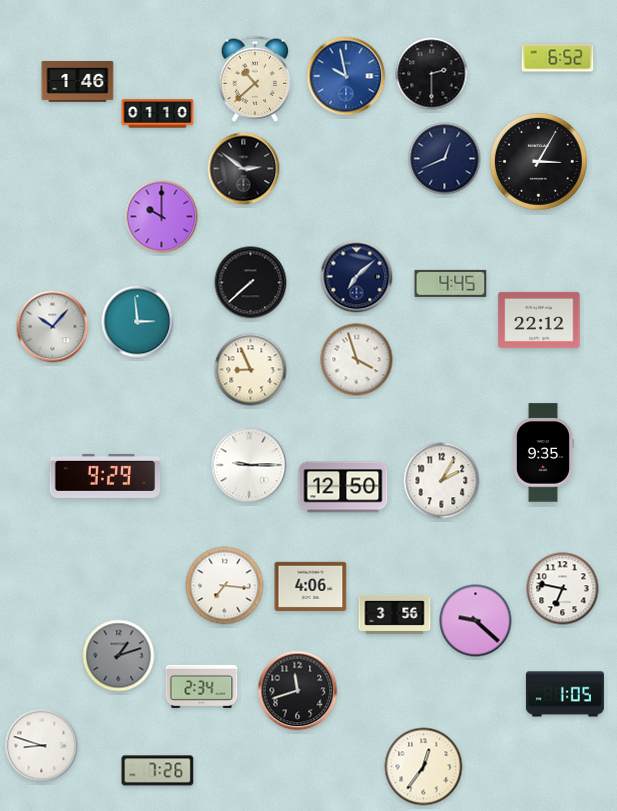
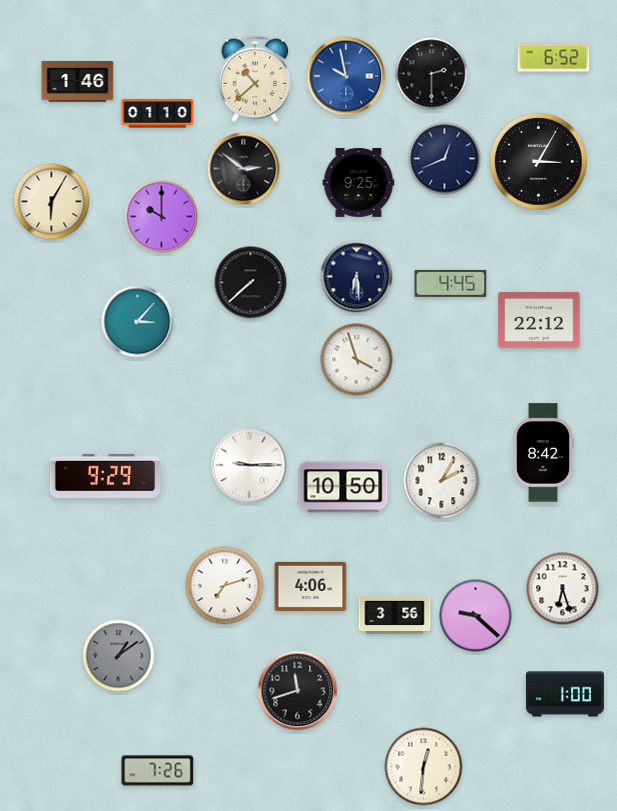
clock at (558, 58) position: (558, 58) -> (554, 58)
clock at (359, 182): none -> 9:25
clock at (52, 202): none -> 6:05
clock at (357, 277): 7:08 -> 6:29
clock at (138, 322): 2:59 -> 3:07
clock at (53, 327): 10:07 -> none
clock at (251, 370): 8:56 -> none
clock at (543, 453): 9:35 -> 8:42
clock at (343, 487): 12:50 -> 10:50
clock at (225, 586): 7:16 -> 7:12
clock at (563, 589): 6:47 -> 6:27
clock at (476, 621) position: (476, 621) -> (476, 616)
clock at (119, 656): 1:12 -> 1:09
clock at (202, 686): 2:34 -> none
clock at (565, 694): 1:05 -> 1:00
clock at (42, 746): 8:48 -> none
clock at (424, 767): 12:36 -> 12:31
